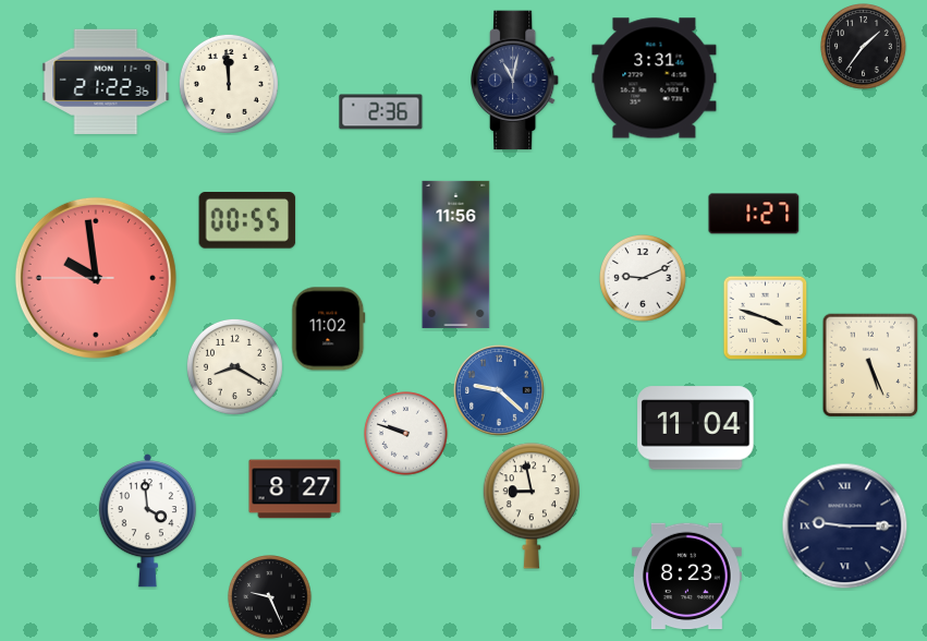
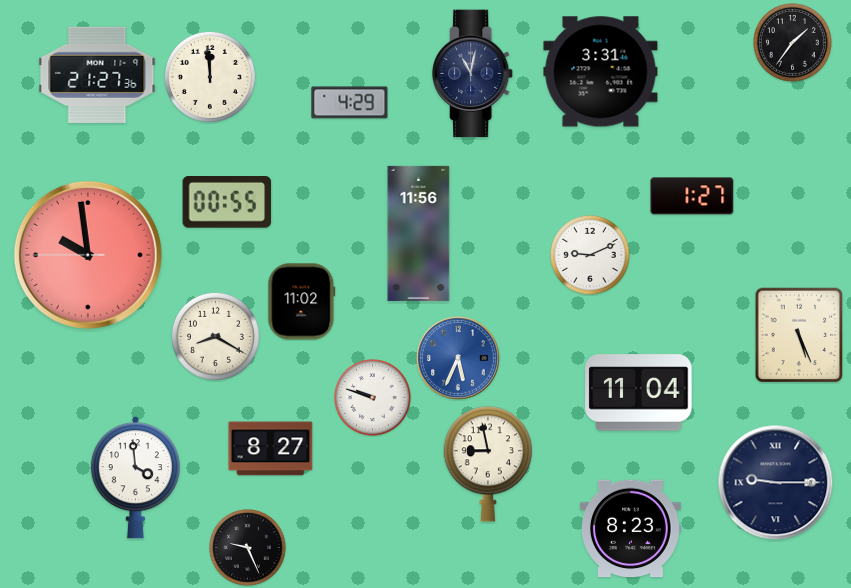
clock at (106, 81): 21:22 -> 21:27
clock at (381, 112): 2:36 -> 4:29
clock at (765, 317): 3:48 -> none
clock at (499, 390): 9:22 -> 5:34
